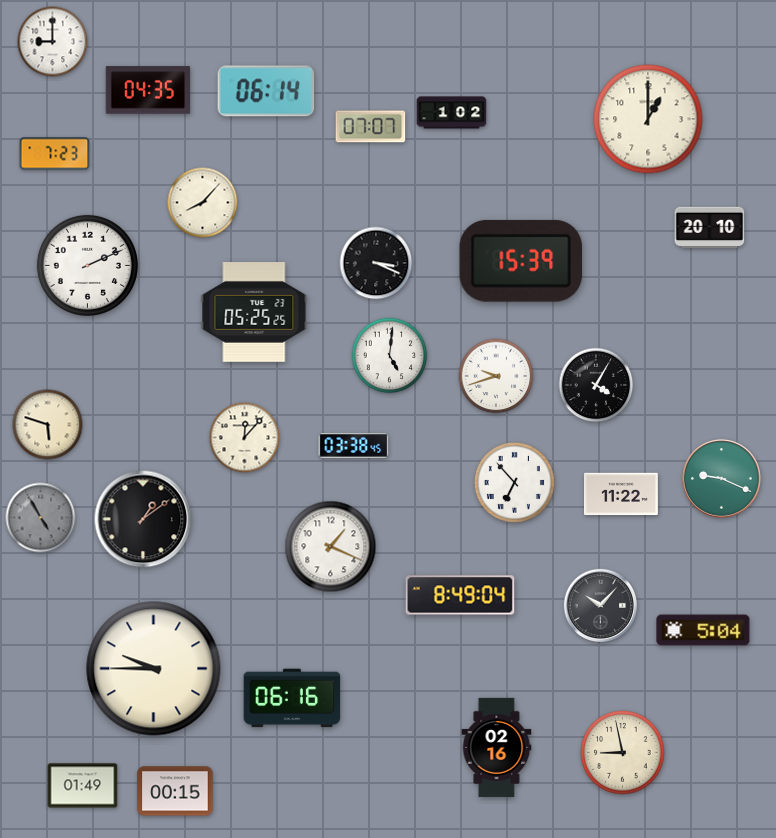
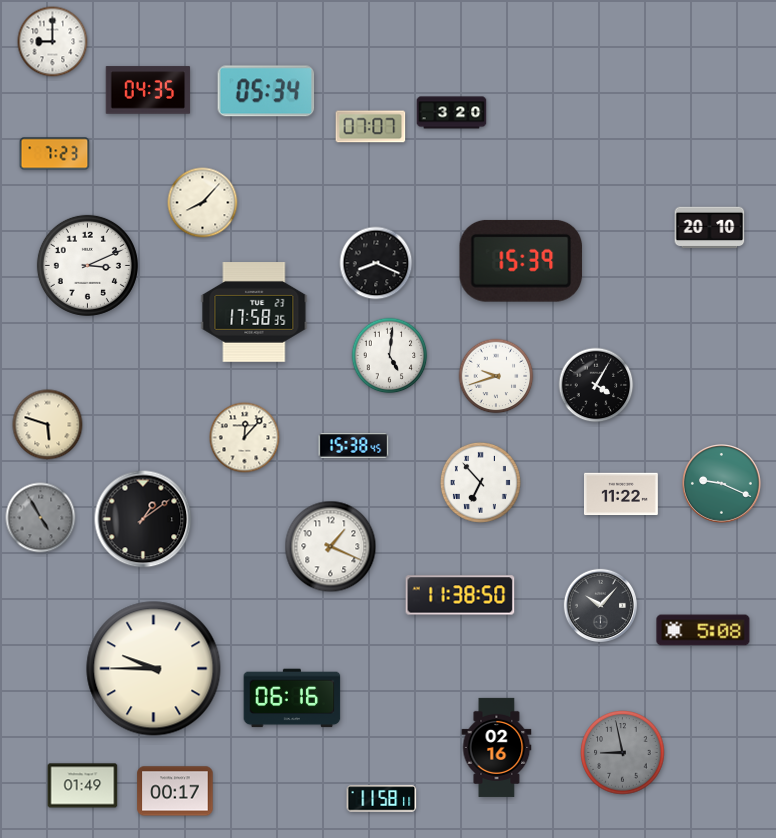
clock at (266, 91): 06:14 -> 05:34
clock at (452, 113): 1:02 -> 3:20
clock at (648, 119): 1:00 -> none
clock at (376, 263): 3:19 -> 8:19
clock at (87, 265): 2:11 -> 3:11
clock at (254, 313): 05:25 -> 17:58
clock at (354, 446): 03:38 -> 15:38
clock at (722, 479) position: (722, 479) -> (722, 484)
clock at (514, 482) position: (514, 482) -> (480, 482)
clock at (460, 595): 8:49 -> 11:38
clock at (703, 630): 5:04 -> 5:08
clock at (623, 753) dial: cream -> grey
clock at (175, 791): 00:15 -> 00:17
clock at (382, 799): none -> 11:58
